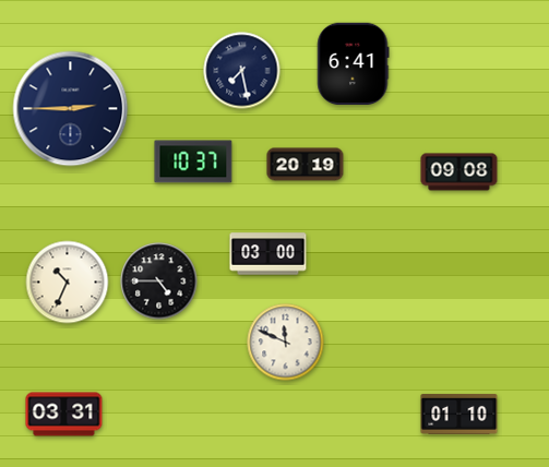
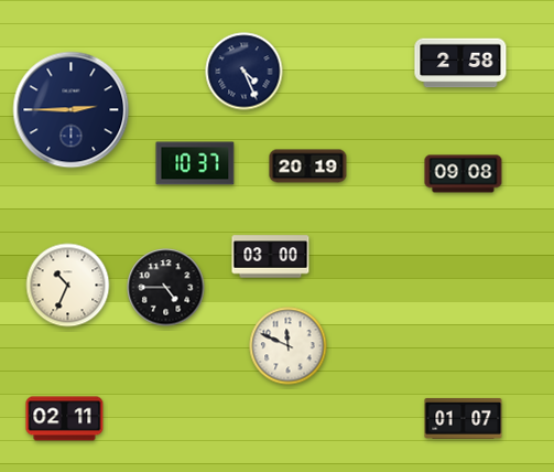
clock at (460, 63): none -> 2:58
clock at (353, 63): 6:41 -> none
clock at (242, 71): 7:28 -> 4:26
clock at (159, 282) position: (159, 282) -> (166, 288)
clock at (460, 414): 01:10 -> 01:07
clock at (64, 415): 03:31 -> 02:11
